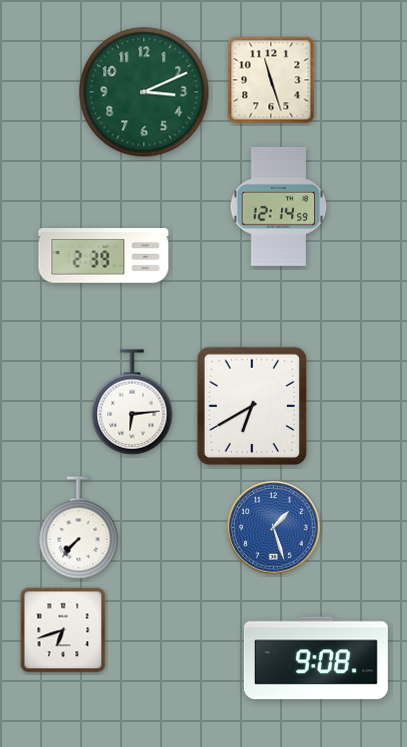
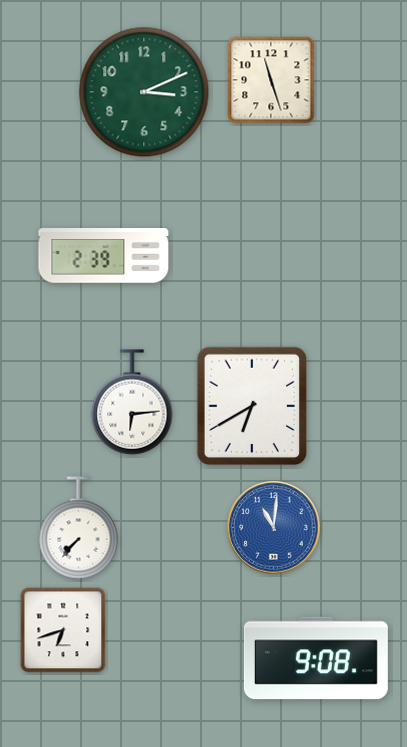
clock at (279, 206): 12:14 -> none
clock at (274, 528): 1:27 -> 11:01
